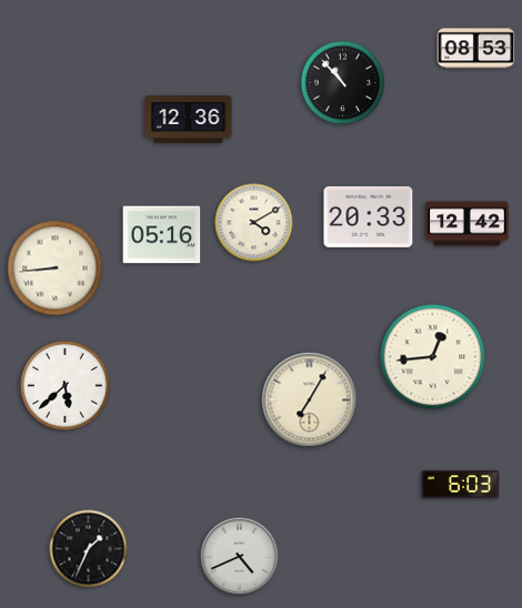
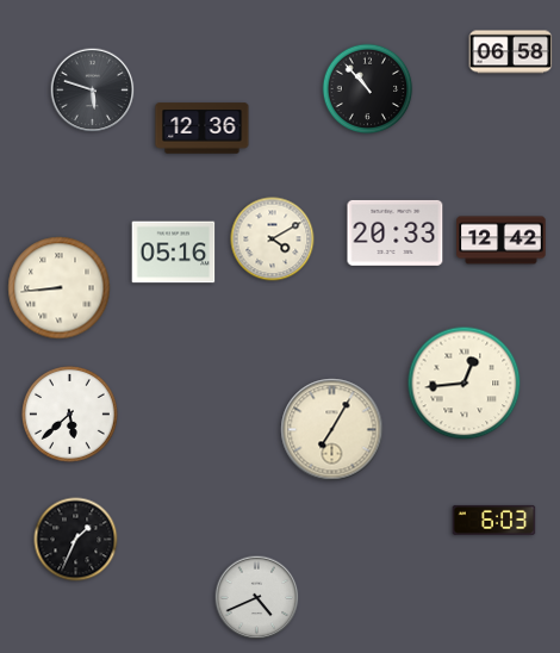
clock at (476, 49): 08:53 -> 06:58
clock at (93, 91): none -> 5:48
clock at (89, 549) position: (89, 549) -> (76, 540)
